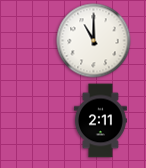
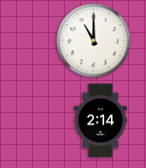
clock at (101, 121): 2:11 -> 2:14
